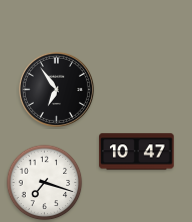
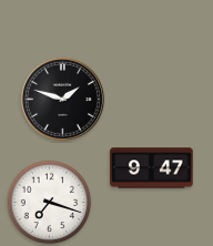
clock at (56, 89): 6:54 -> 1:48
clock at (137, 152): 10:47 -> 9:47
